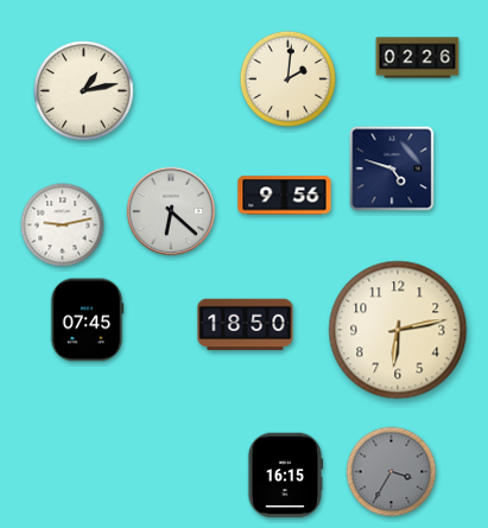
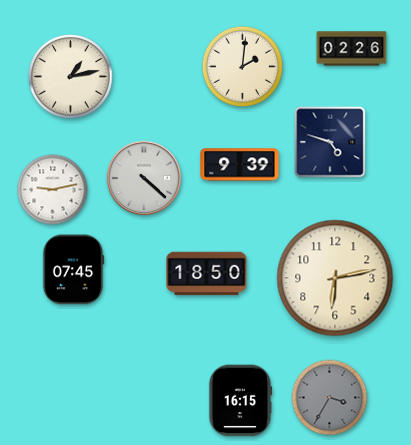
clock at (285, 196): 9:56 -> 9:39
clock at (171, 211): 6:22 -> 4:22
